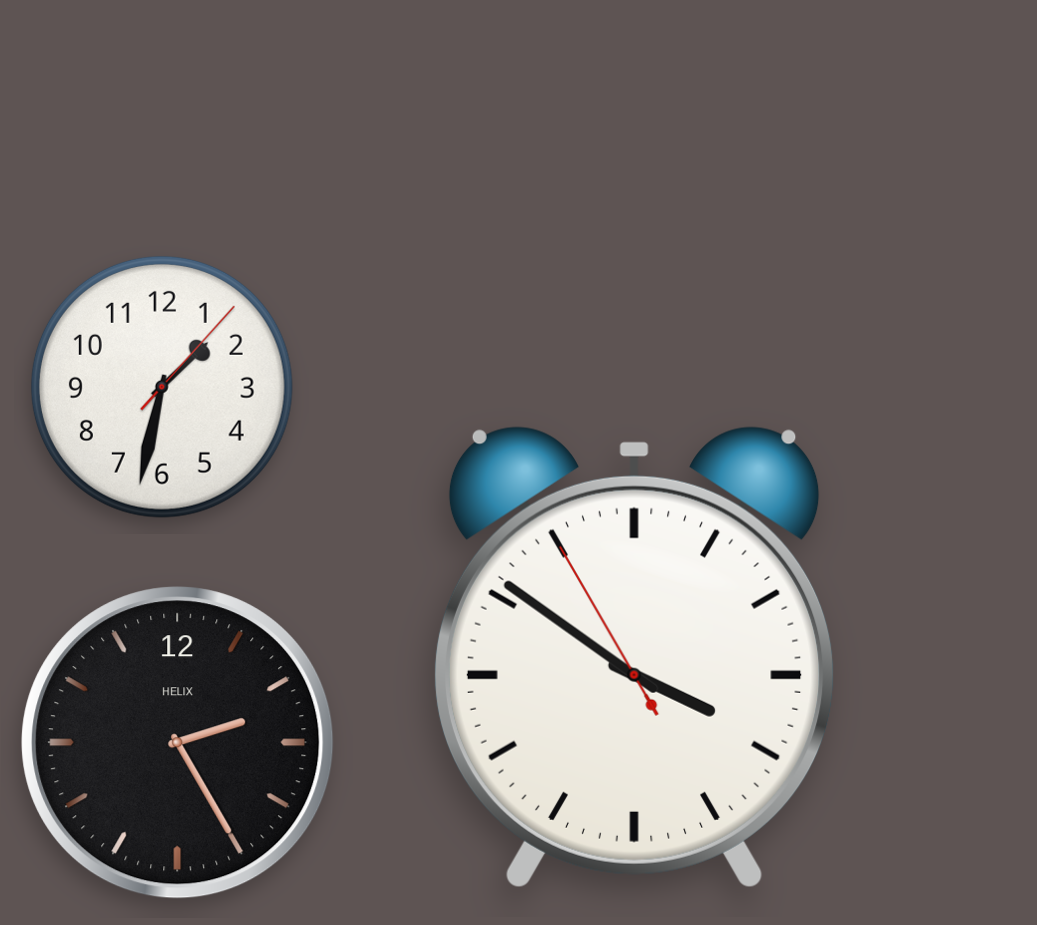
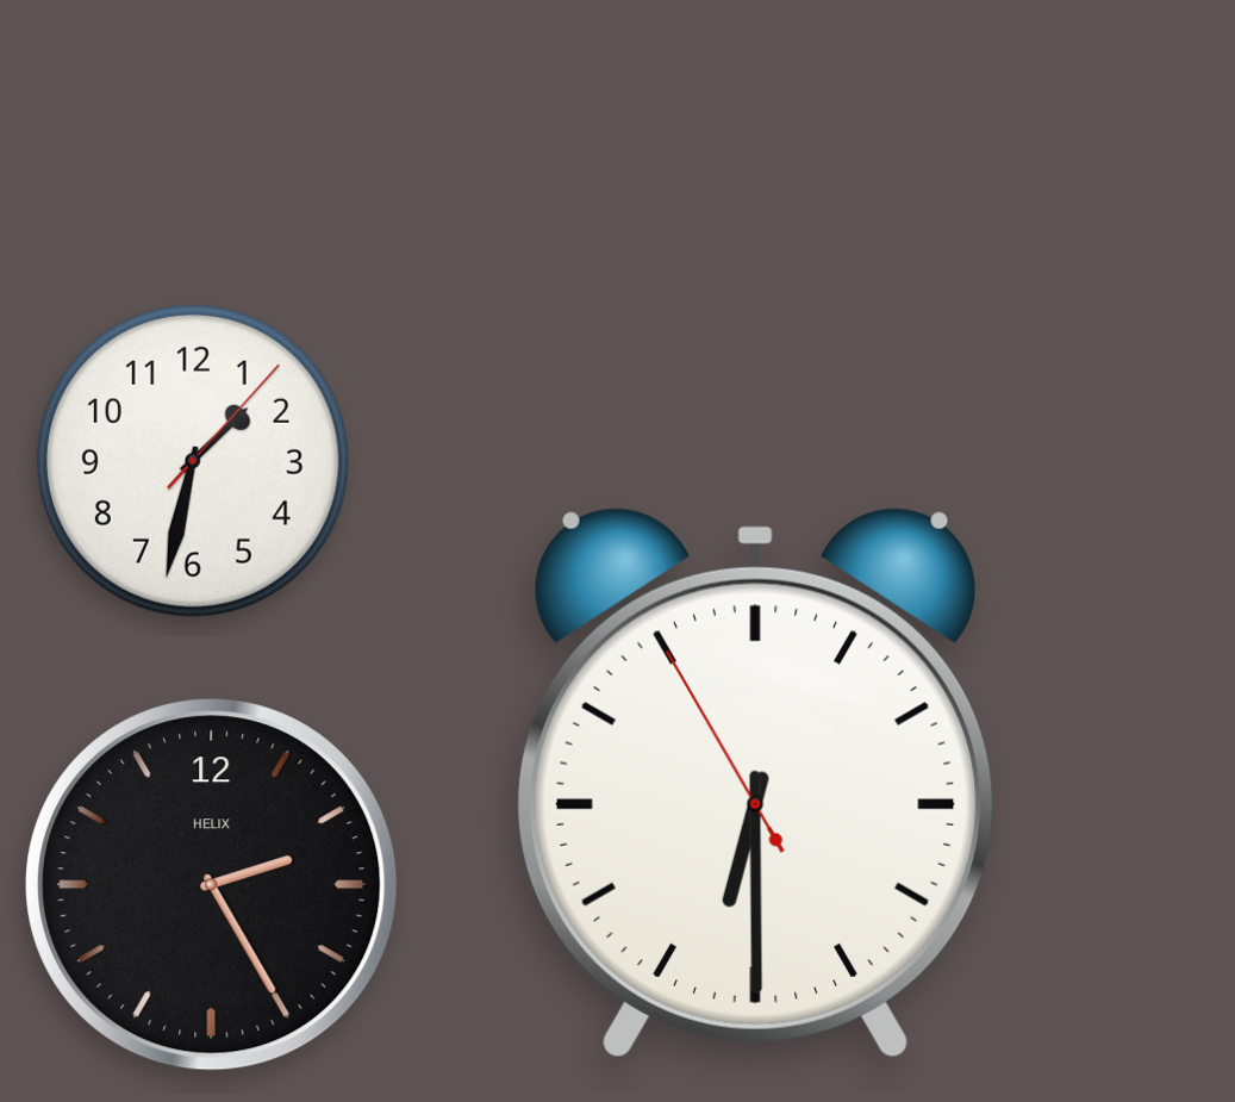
clock at (634, 657): 3:50 -> 6:29
